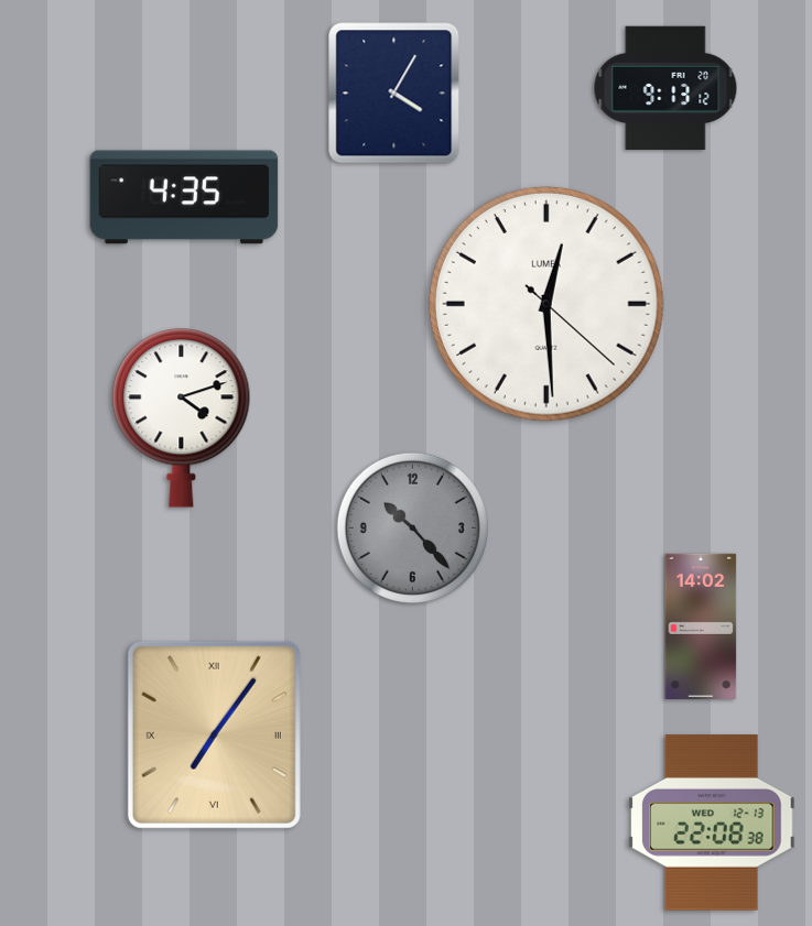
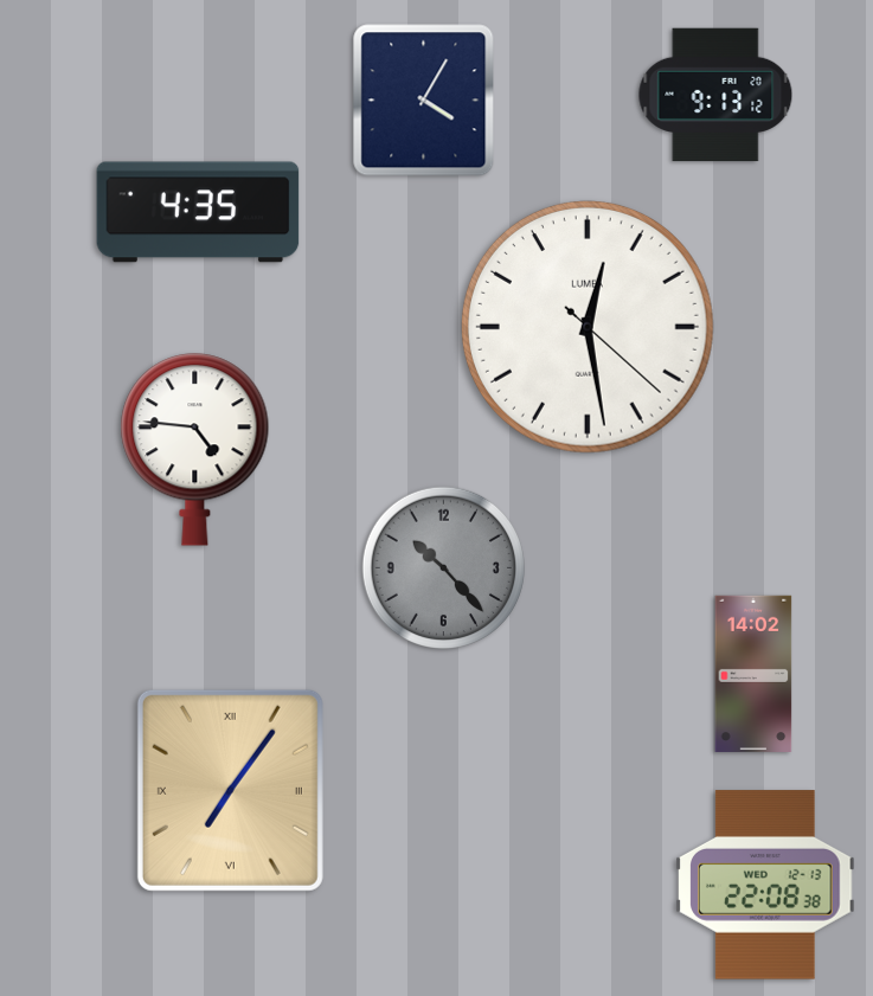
clock at (546, 304): 12:29 -> 12:28
clock at (182, 418): 4:12 -> 4:46
